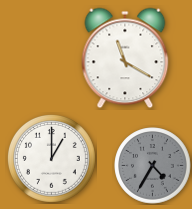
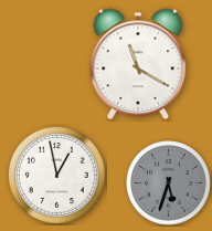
clock at (52, 159): 1:00 -> 12:58
clock at (153, 166): 4:35 -> 5:33
